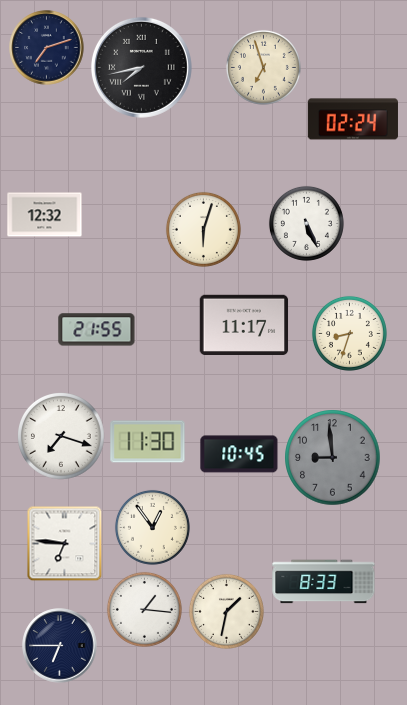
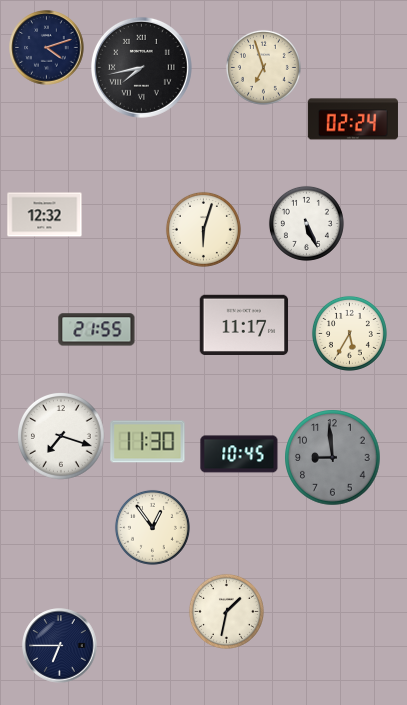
clock at (47, 48): 7:12 -> 4:12
clock at (349, 333): 8:33 -> 5:35
clock at (65, 544): 6:46 -> none
clock at (324, 582): 8:33 -> none
clock at (144, 609): 1:16 -> none
